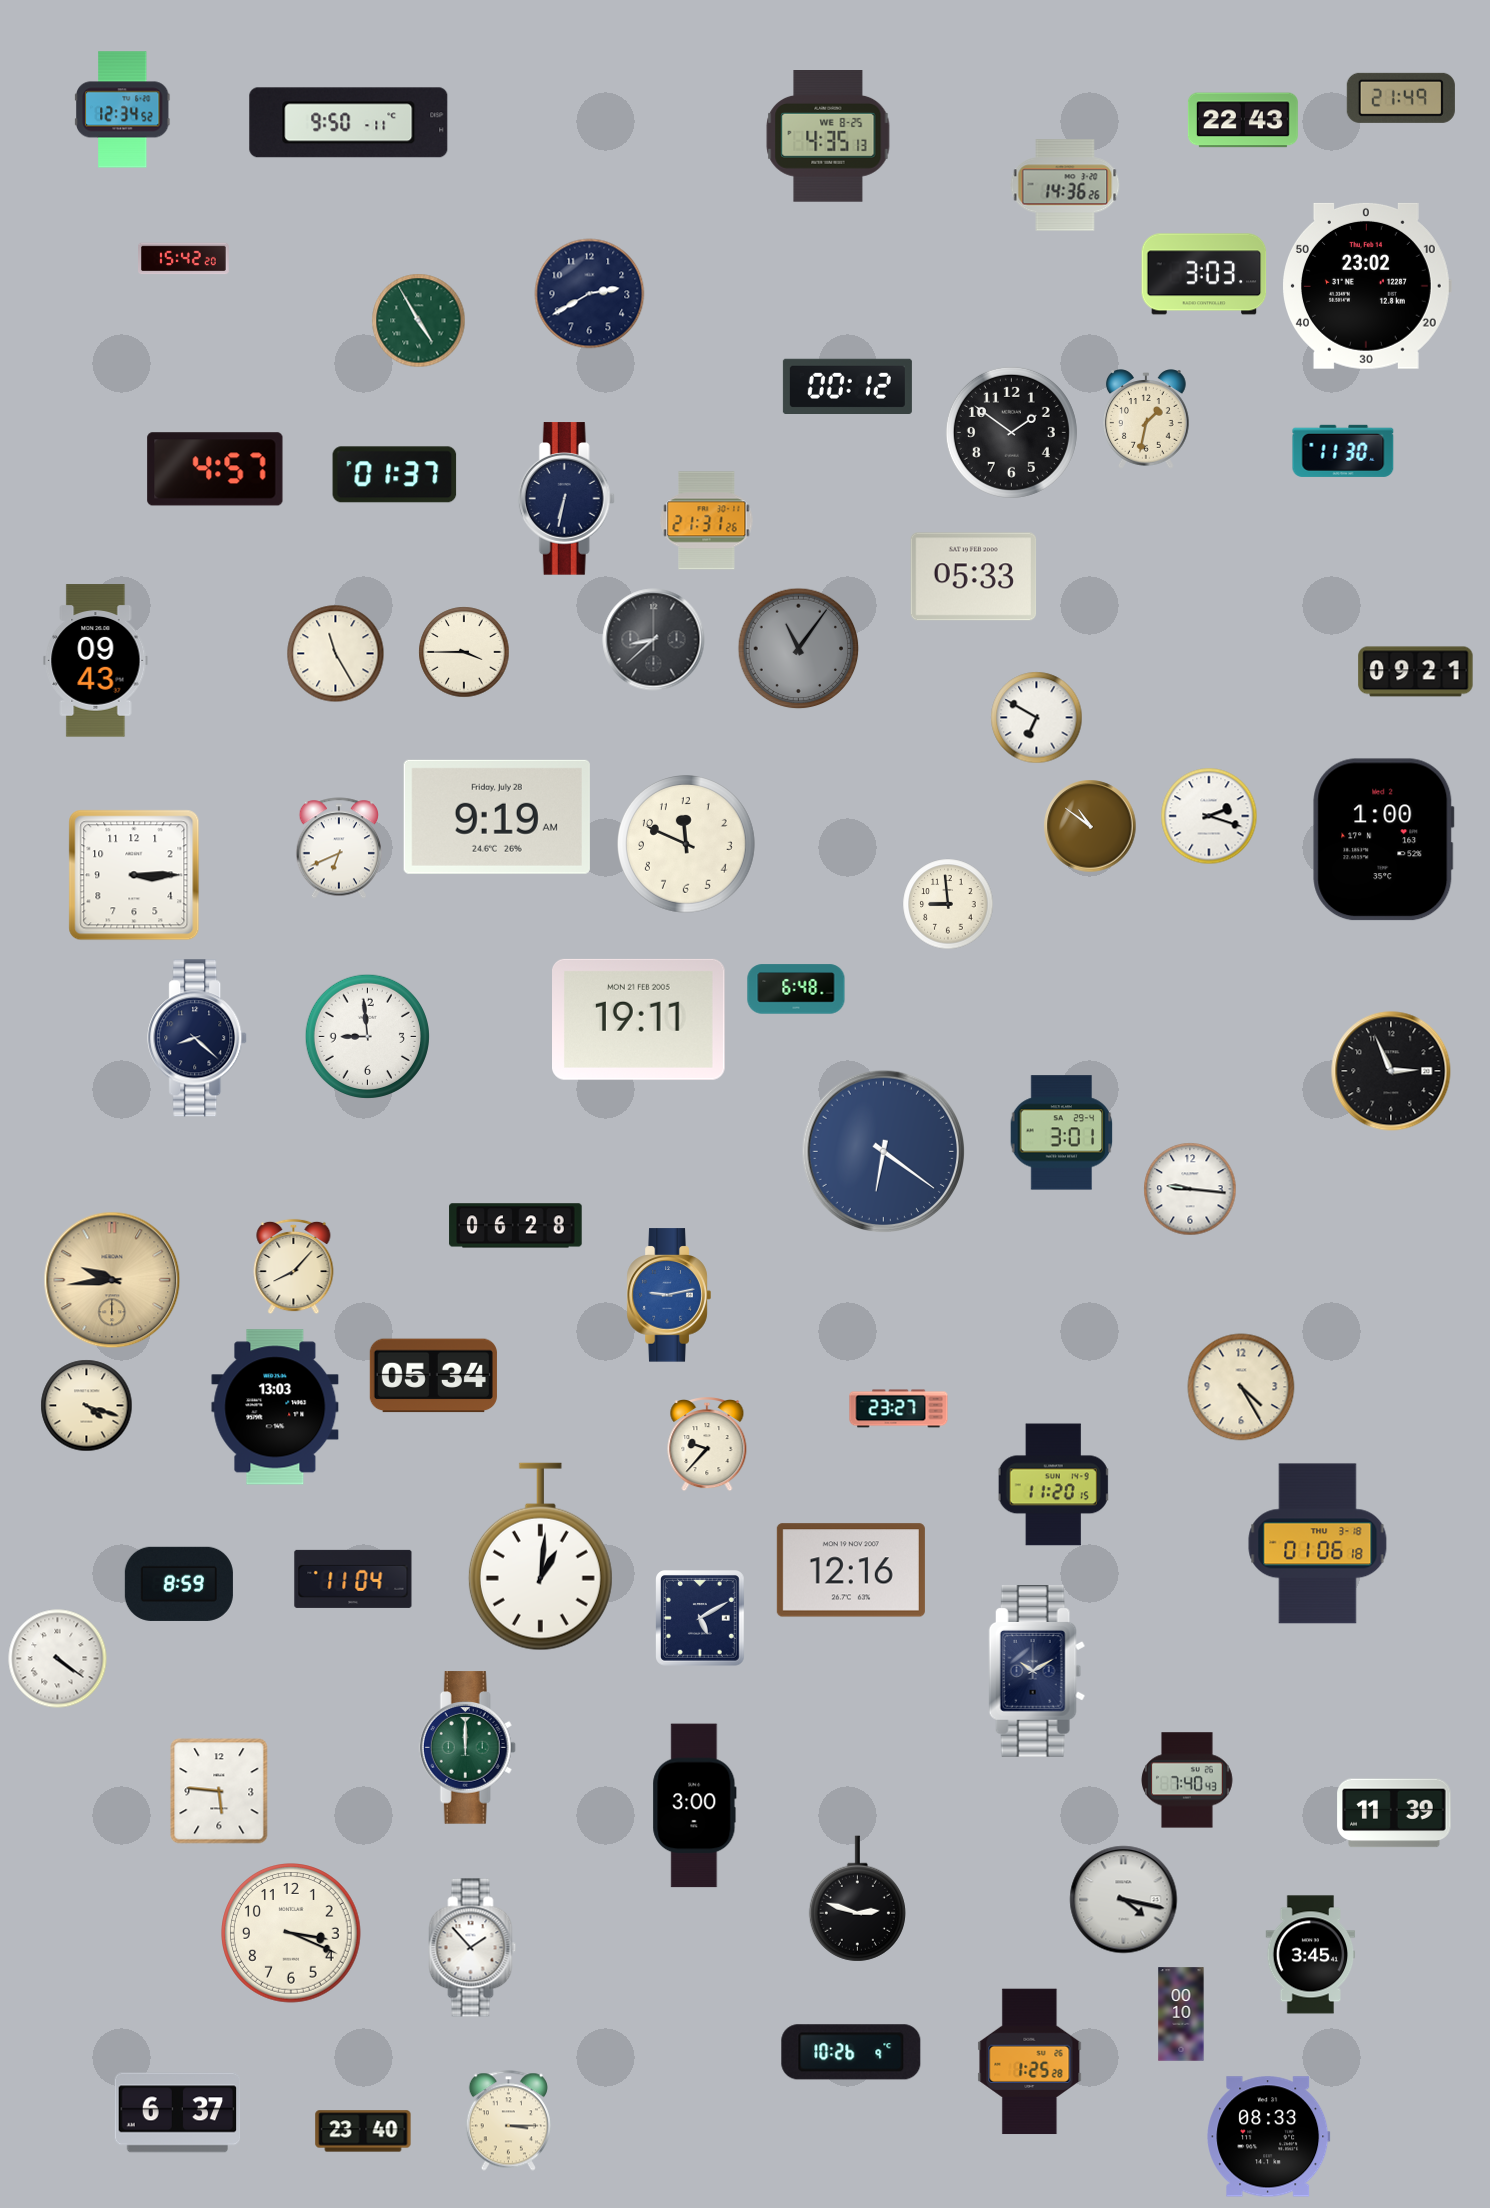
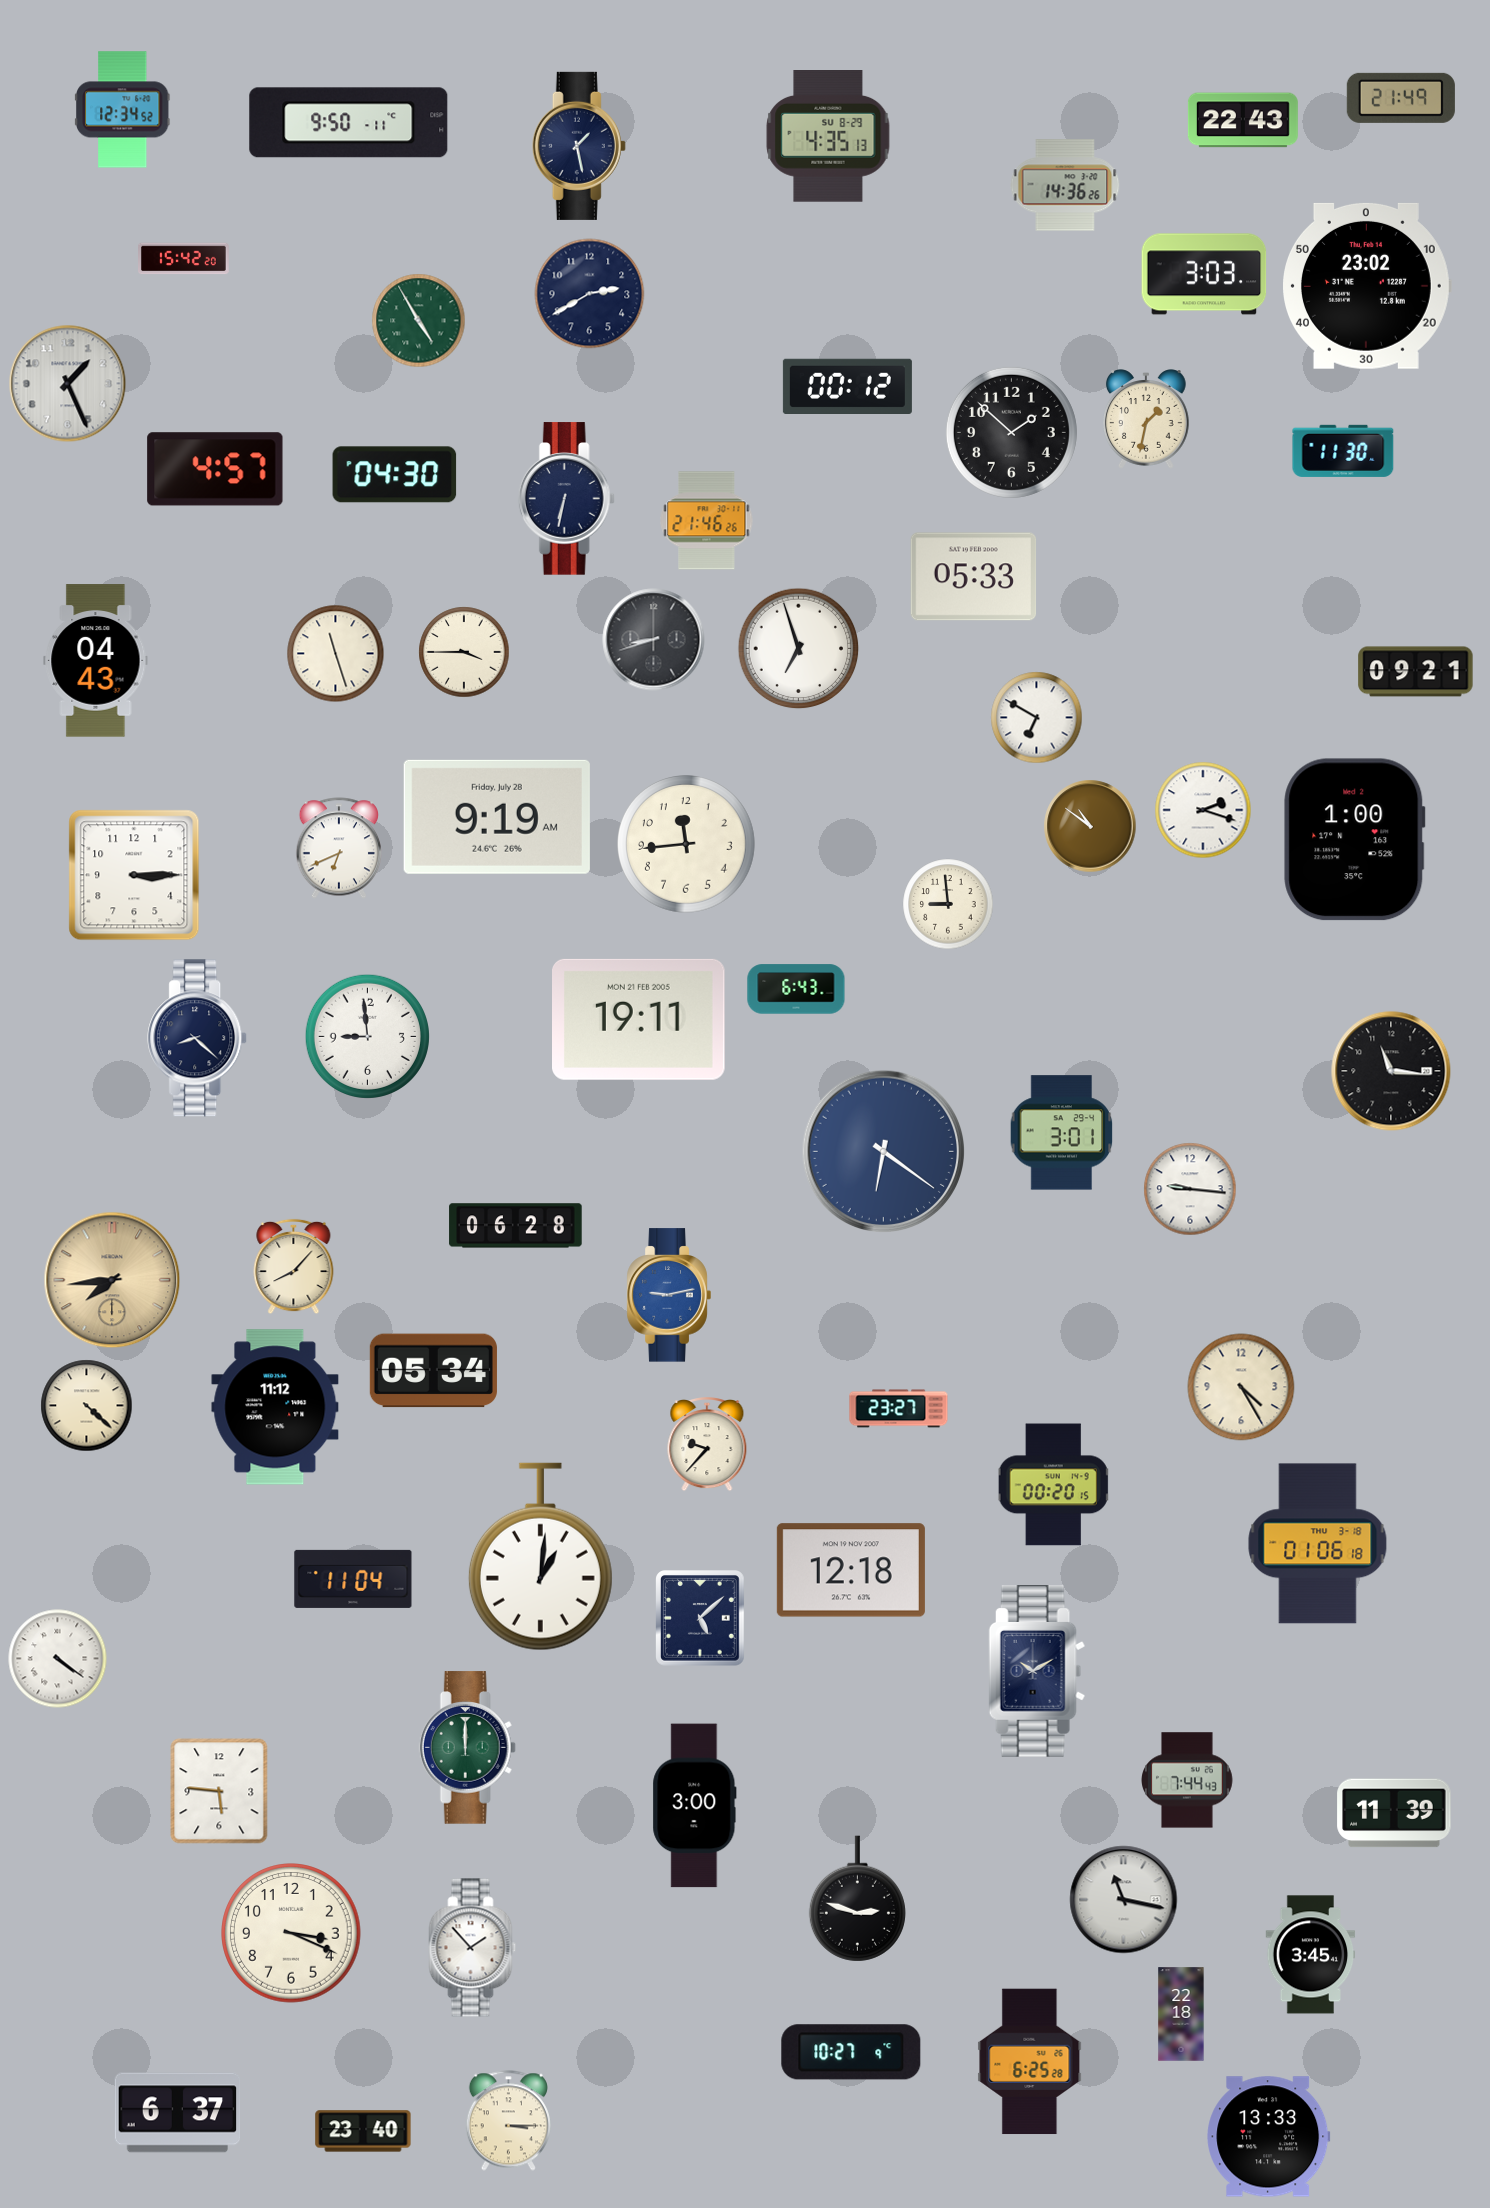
clock at (828, 137) date: WE 8-25 -> SU 8-29
clock at (579, 146): none -> 1:28
clock at (68, 384): none -> 1:26
clock at (1011, 432): 1:51 -> 1:52
clock at (395, 475): 01:37 -> 04:30
clock at (707, 521): 21:31 -> 21:46
clock at (654, 640): 8:38 -> 8:42
clock at (799, 649): 11:06 -> 6:57
clock at (799, 649) dial: grey -> white
clock at (336, 654): 11:25 -> 11:27
clock at (96, 661): 09:43 -> 04:43
clock at (1209, 816) position: (1209, 816) -> (1203, 810)
clock at (1384, 840) position: (1384, 840) -> (1355, 840)
clock at (687, 845): 11:49 -> 11:44
clock at (796, 989): 6:48 -> 6:43
clock at (1391, 1071): 2:56 -> 11:16
clock at (112, 1280): 9:44 -> 7:44
clock at (433, 1376) position: (433, 1376) -> (433, 1371)
clock at (87, 1406): 4:18 -> 4:22
clock at (275, 1407): 13:03 -> 11:12
clock at (1054, 1485): 11:20 -> 00:20
clock at (851, 1570): 12:16 -> 12:18
clock at (179, 1584): 8:59 -> none
clock at (701, 1619): 5:10 -> 5:08
clock at (1188, 1780): 7:40 -> 7:44
clock at (1124, 1900): 4:17 -> 11:17
clock at (1181, 2014): 00:10 -> 22:18
clock at (851, 2052): 10:26 -> 10:27
clock at (1030, 2062): 1:25 -> 6:25
clock at (1269, 2137): 08:33 -> 13:33
